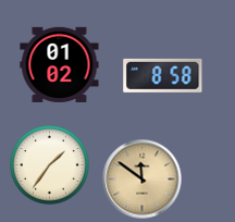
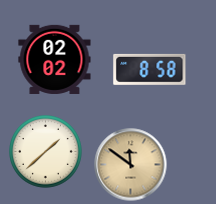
clock at (60, 64): 01:02 -> 02:02
clock at (50, 165): 1:36 -> 1:38
